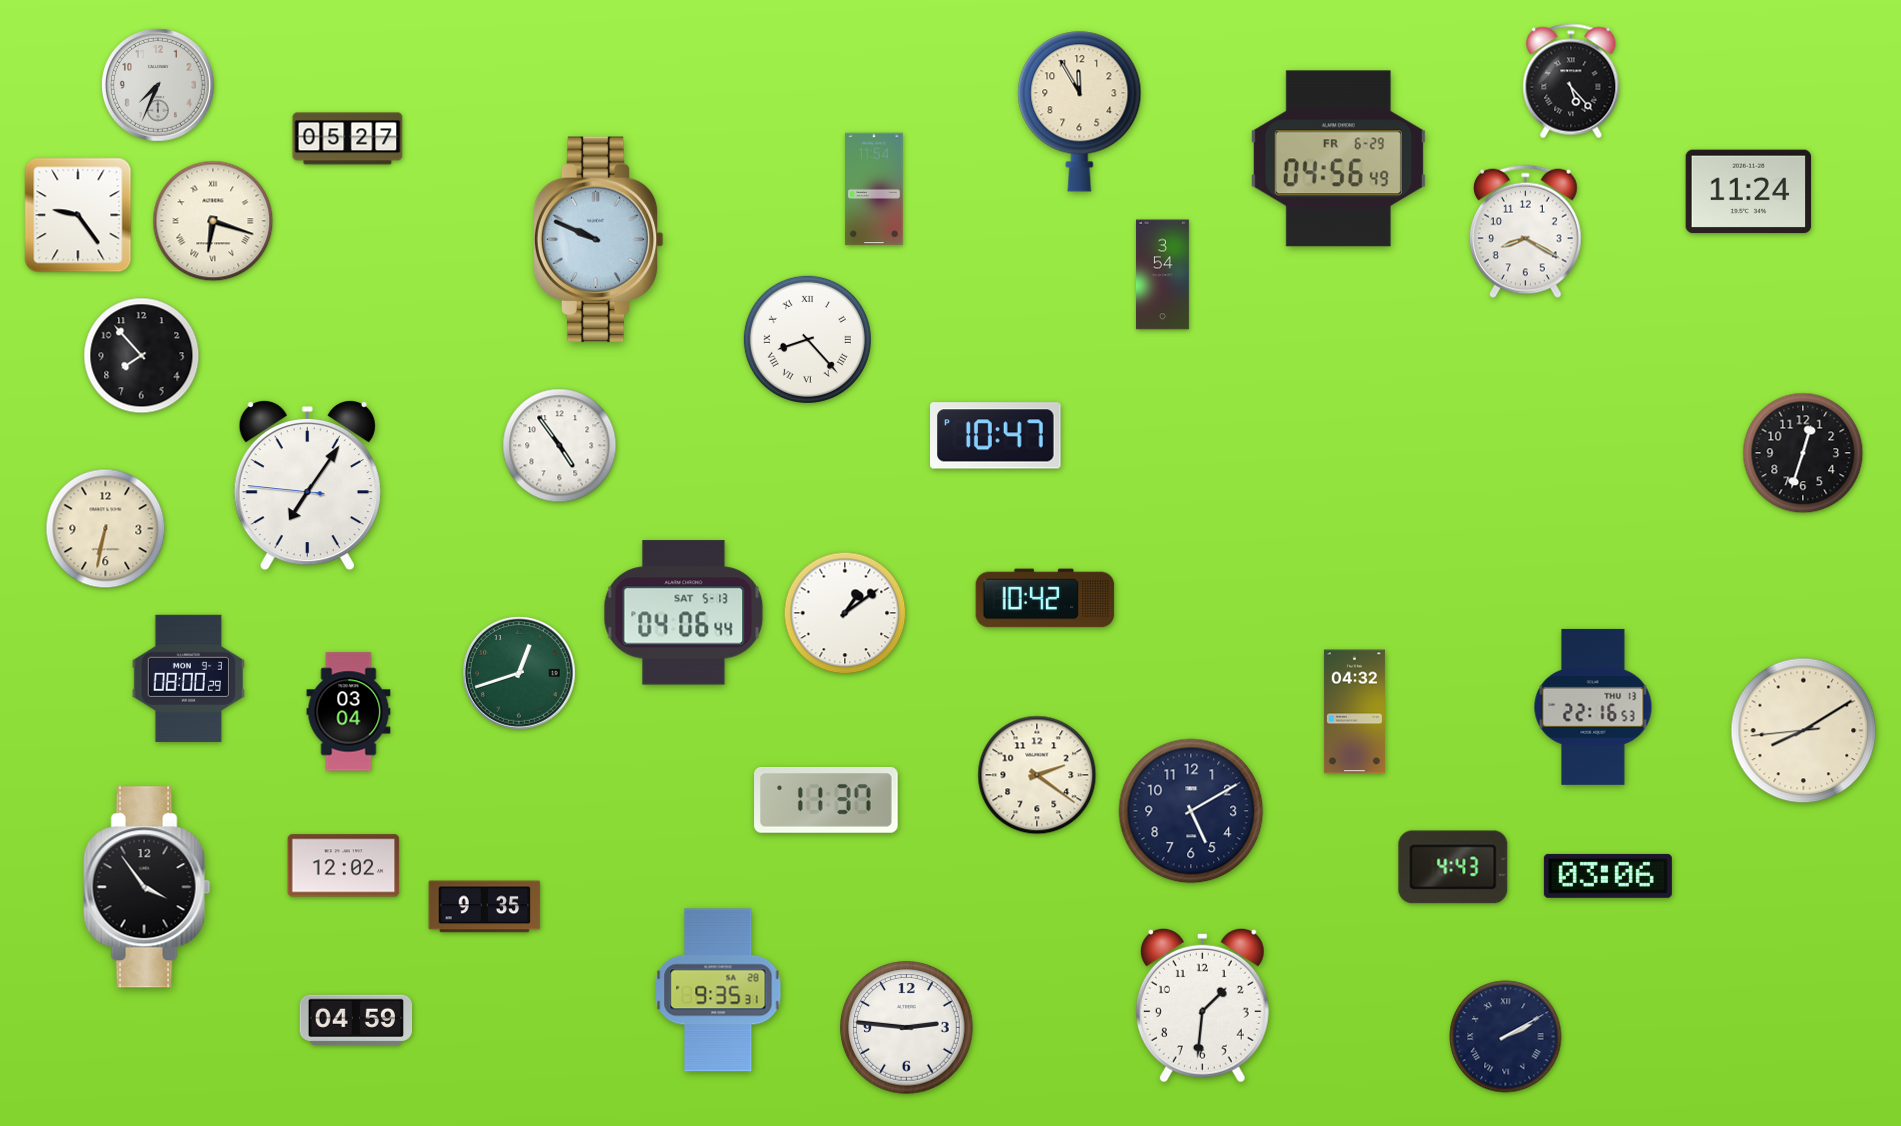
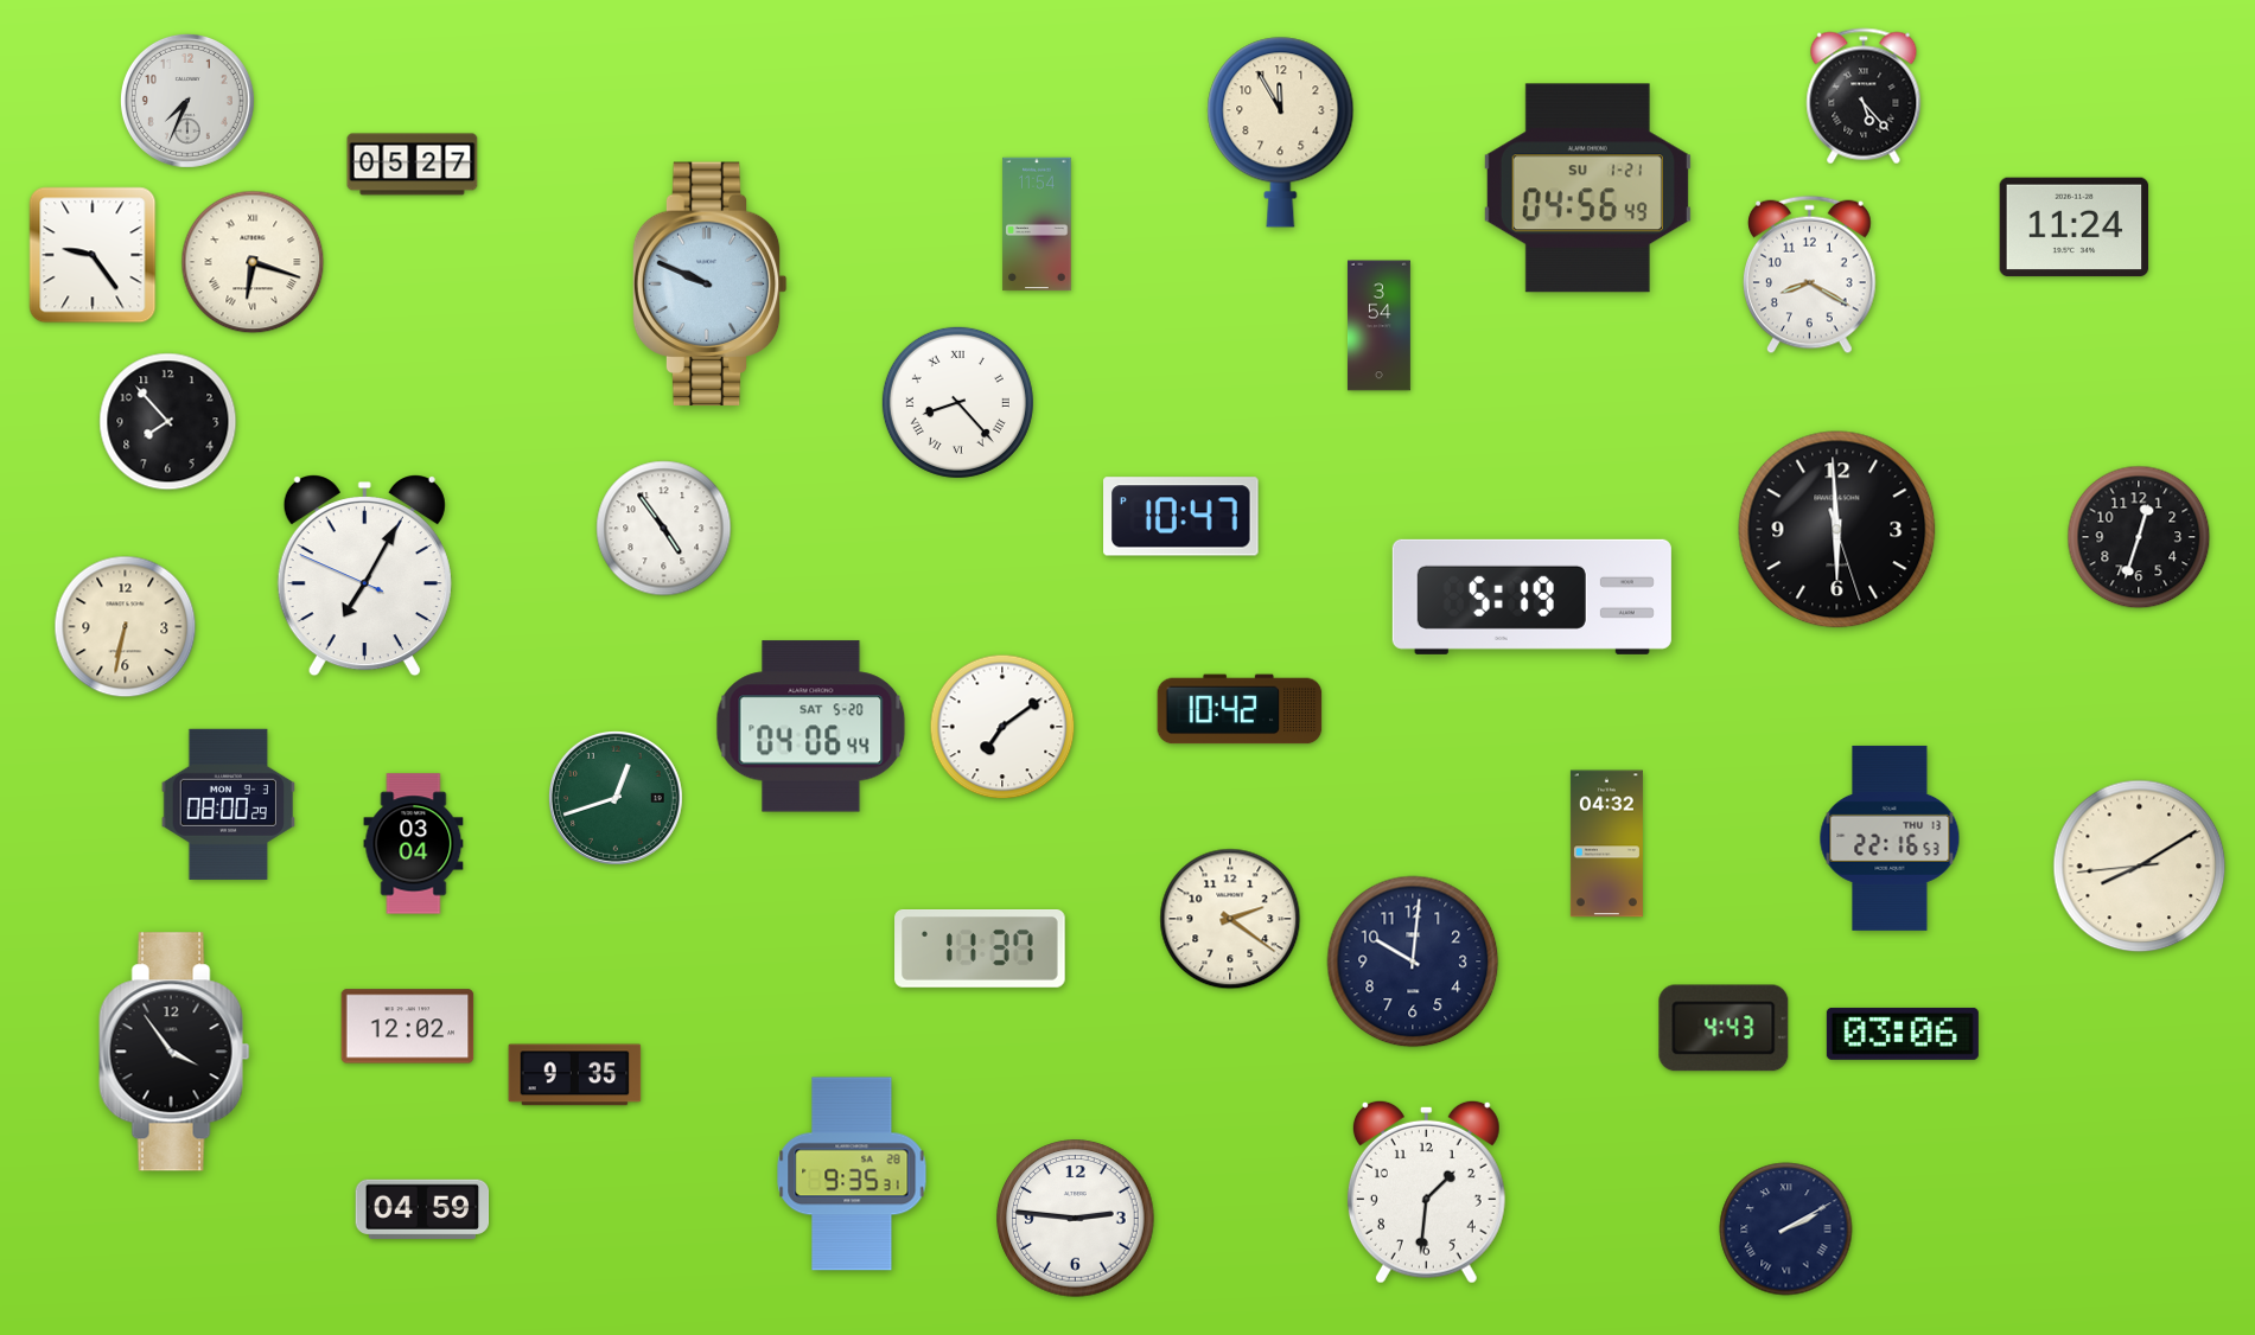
clock at (1338, 159) date: FR 6-29 -> SU 1-21
clock at (1837, 530): none -> 5:59
clock at (307, 486): 7:05 -> 7:04
clock at (1531, 596): none -> 5:19
clock at (684, 613) date: SAT 5-13 -> SAT 5-20
clock at (845, 613): 1:09 -> 7:09
clock at (188, 678) position: (188, 678) -> (228, 804)
clock at (1191, 811): 5:10 -> 10:01
clock at (1608, 876) position: (1608, 876) -> (1903, 1034)
